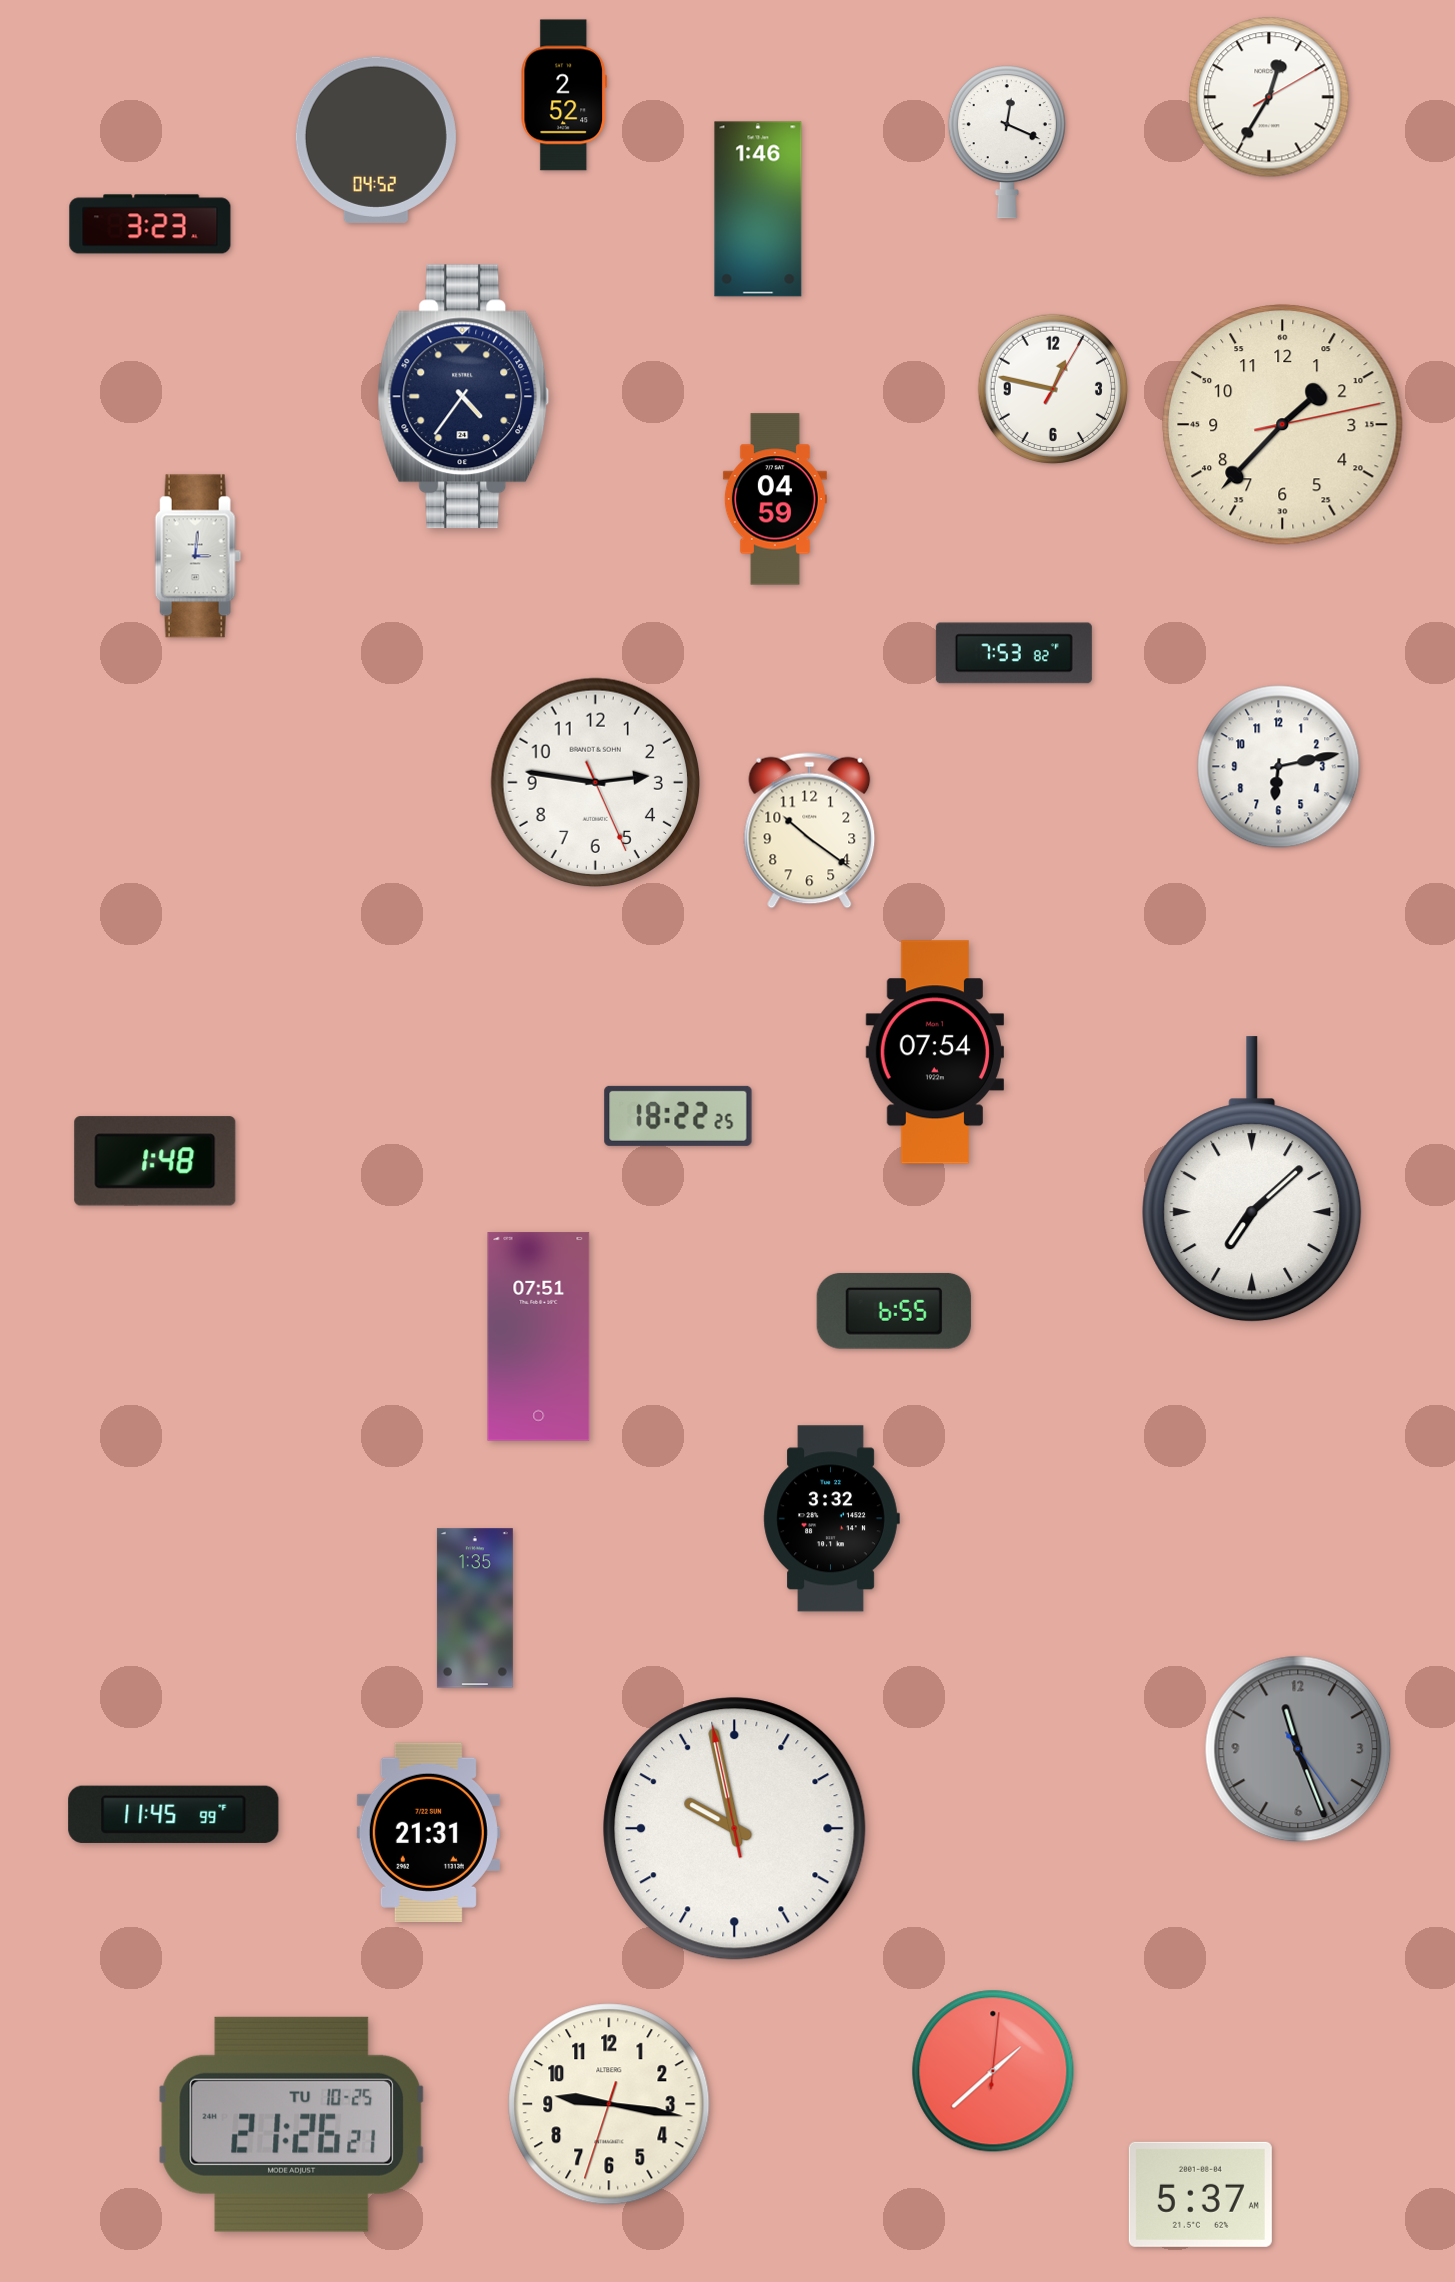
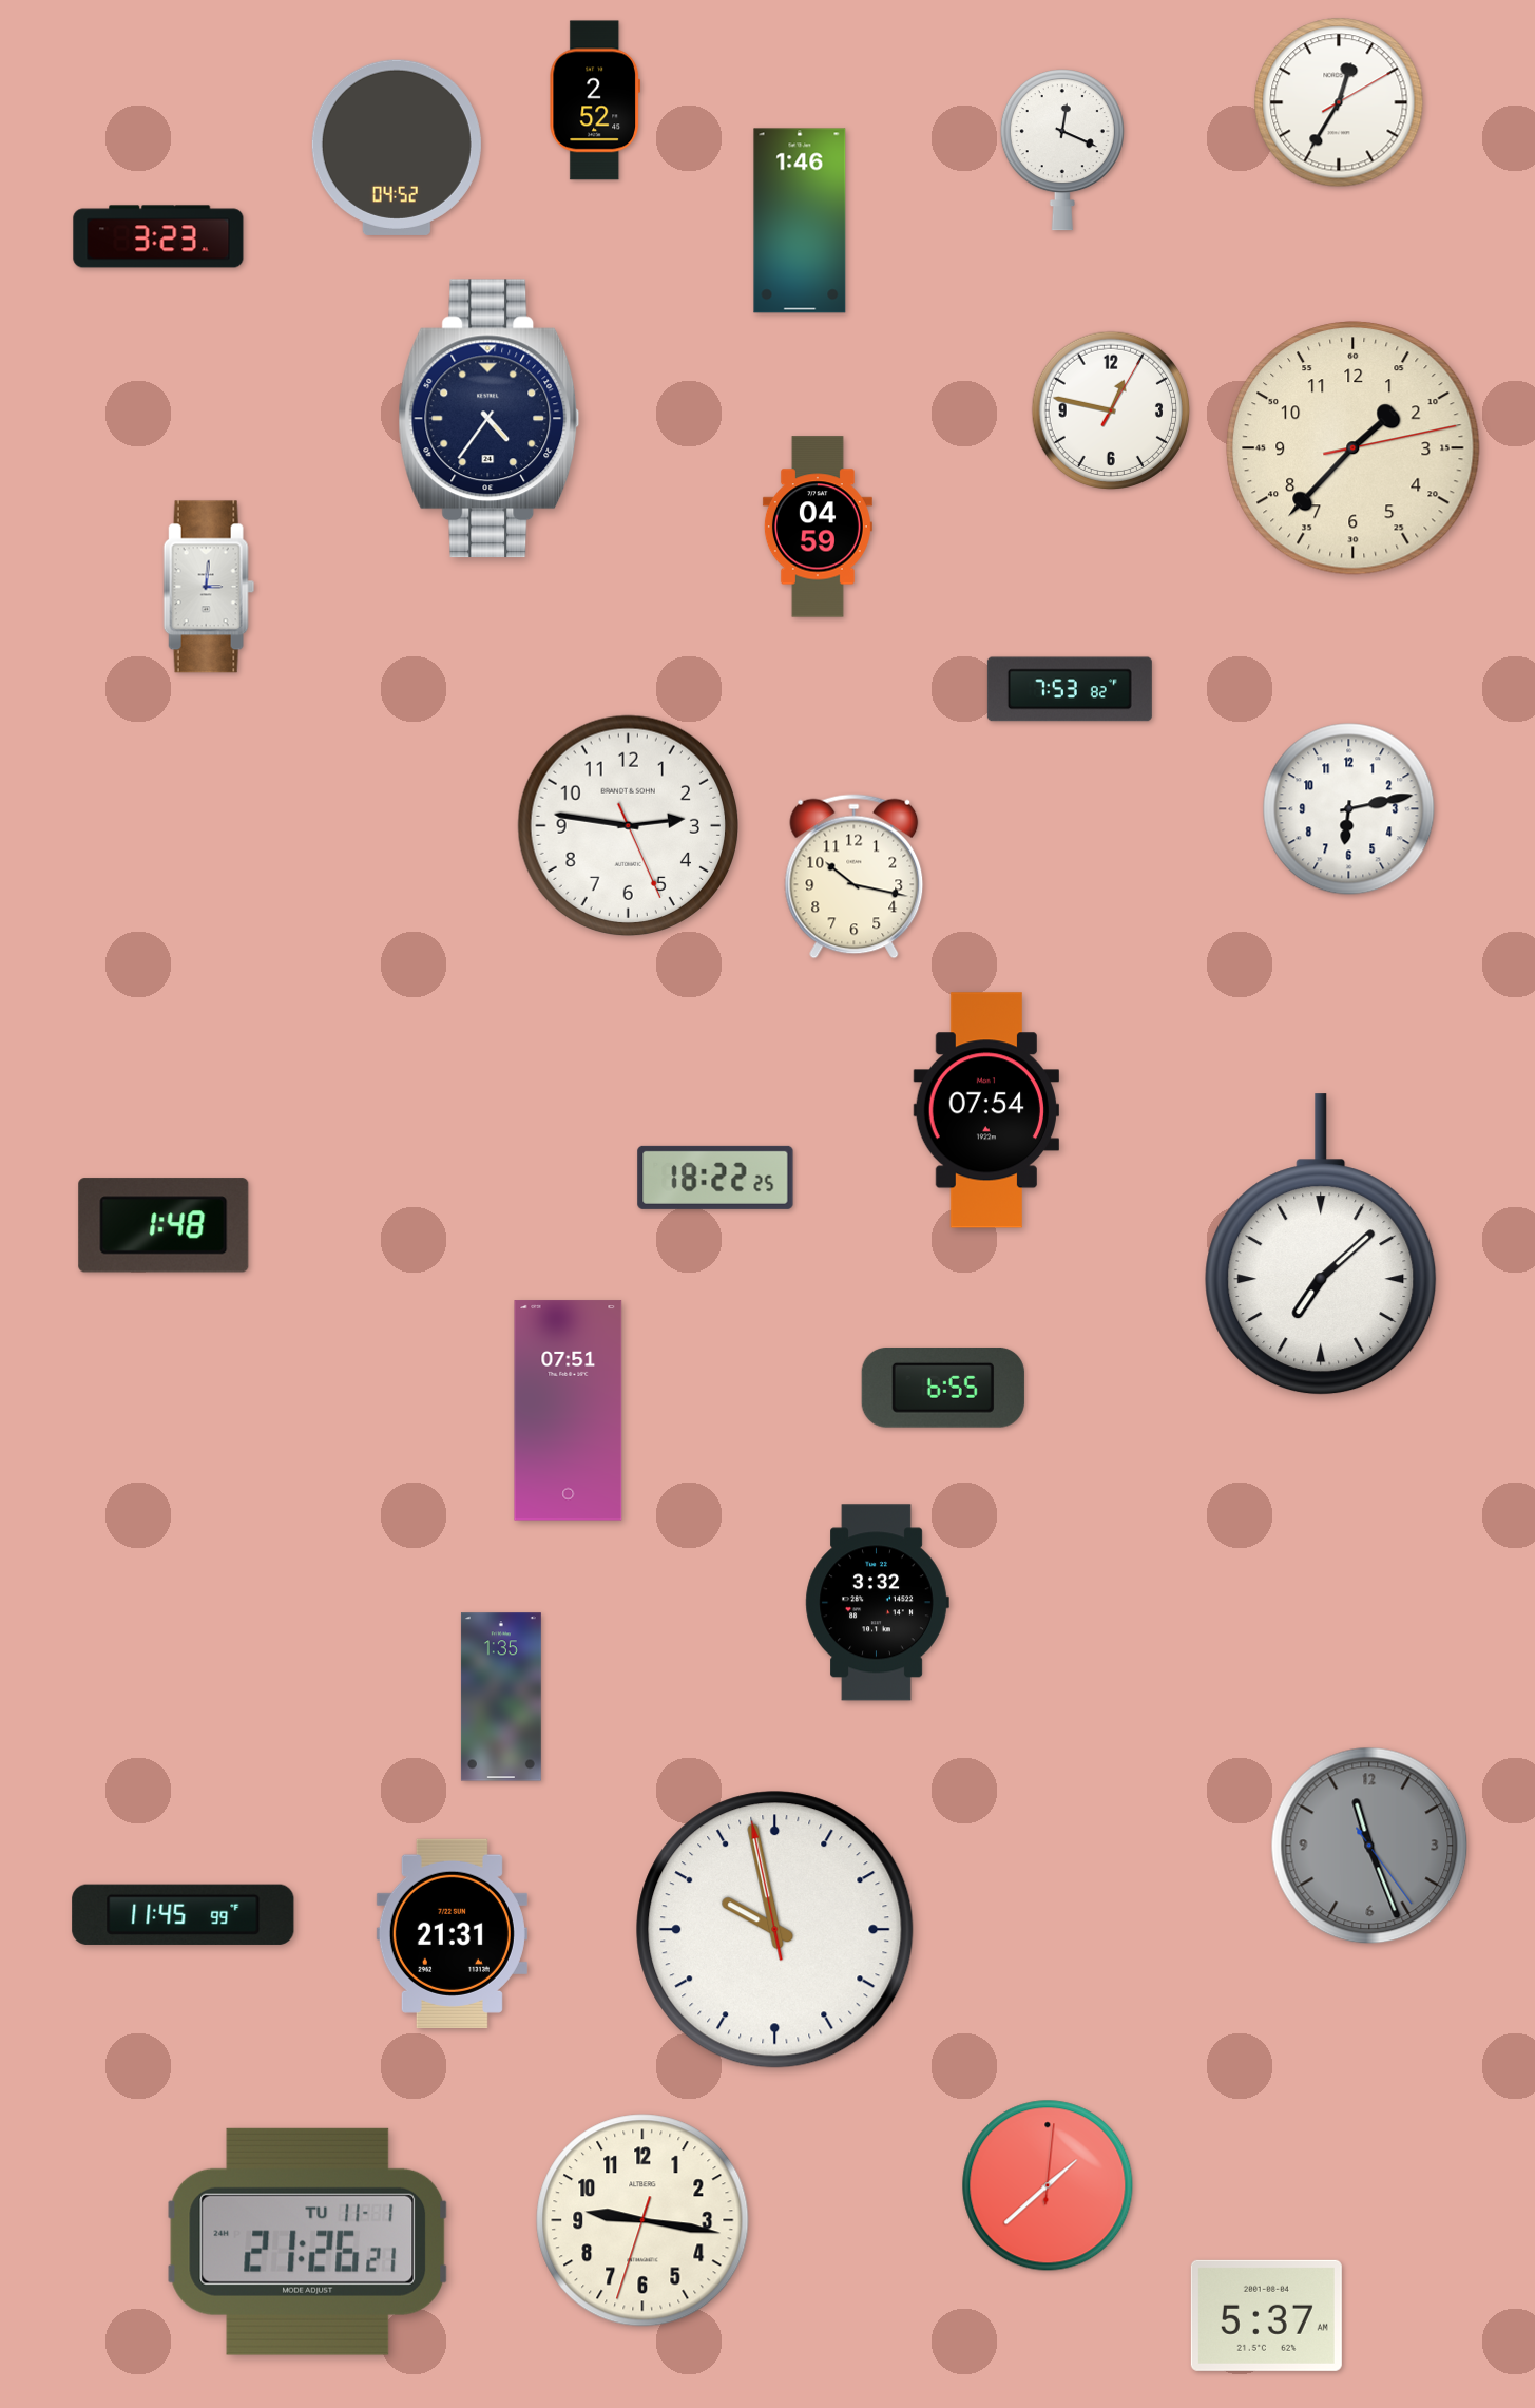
clock at (810, 831): 10:21 -> 10:17
clock at (894, 1311) position: (894, 1311) -> (943, 1388)
clock at (292, 2124) date: TU 10-25 -> TU 11-1
